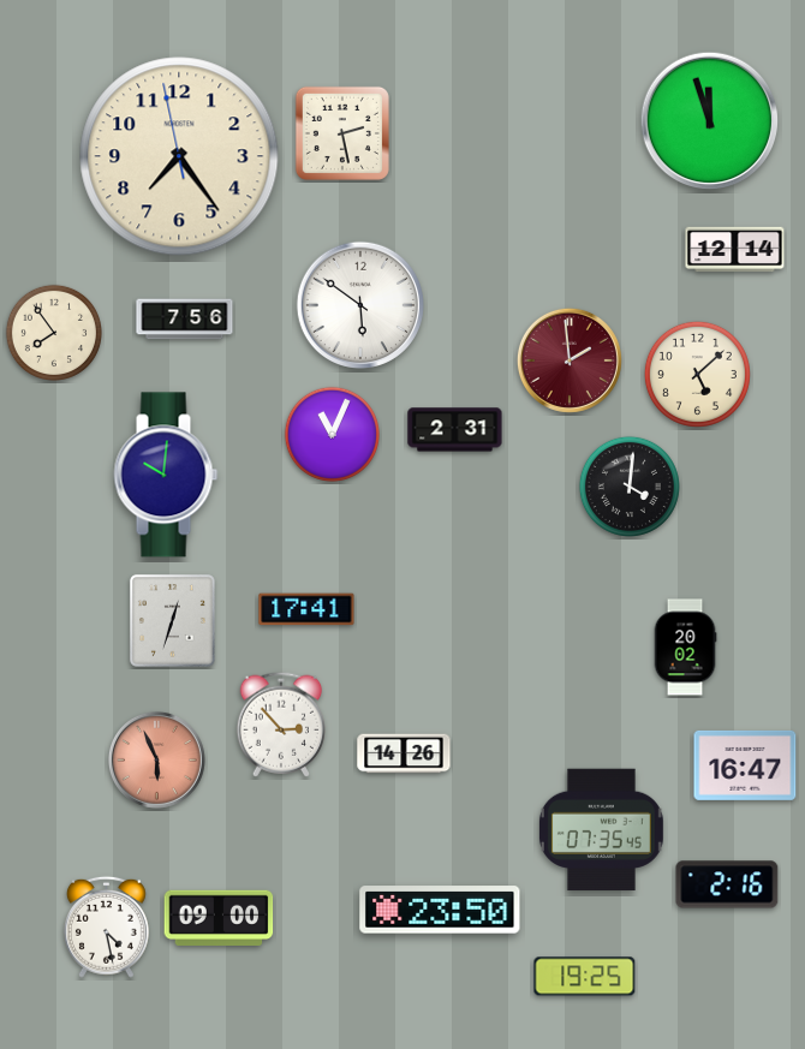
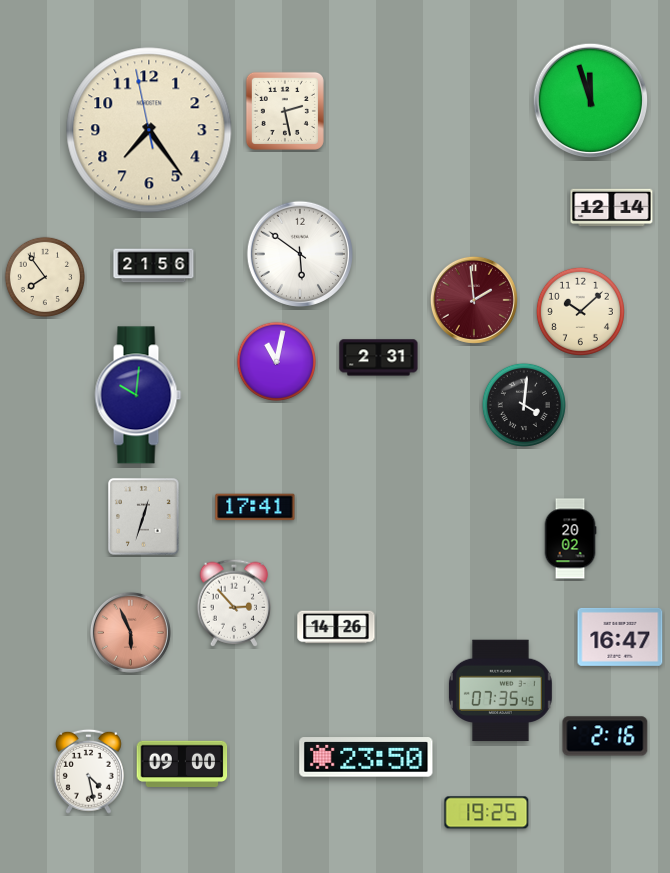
clock at (185, 320): 7:56 -> 21:56
clock at (697, 374): 5:08 -> 10:08
clock at (332, 434): 11:04 -> 11:02
